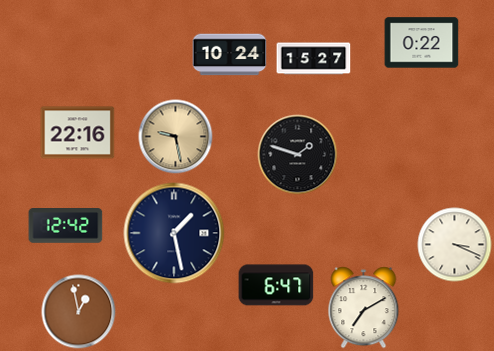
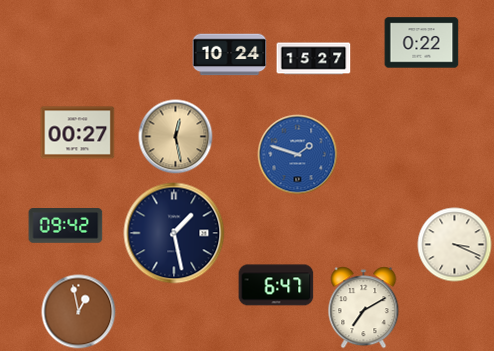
clock at (78, 133): 22:16 -> 00:27
clock at (176, 137): 9:28 -> 12:28
clock at (298, 155) dial: black -> blue
clock at (66, 226): 12:42 -> 09:42
